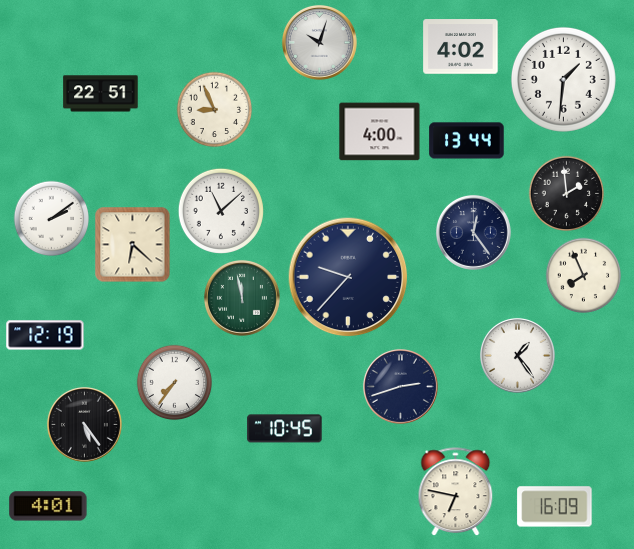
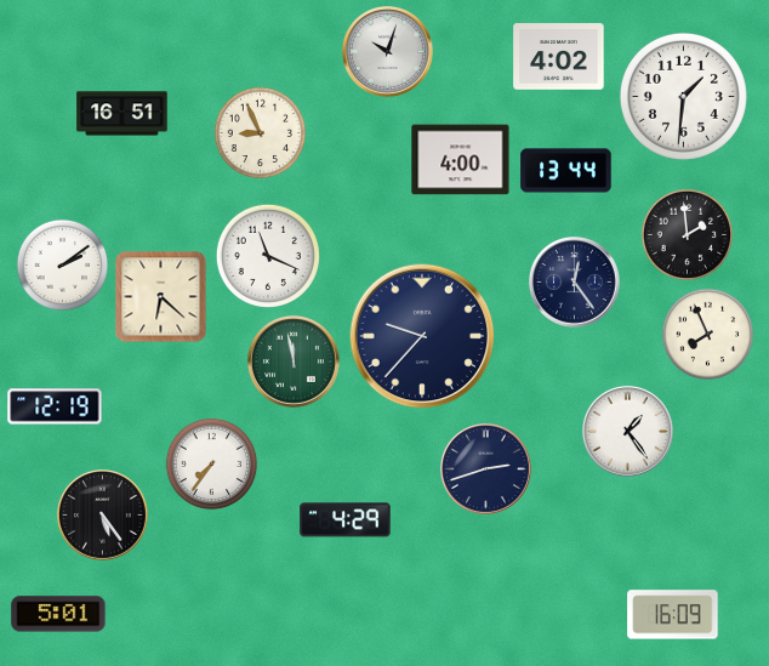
clock at (101, 94): 22:51 -> 16:51
clock at (221, 211): 11:08 -> 11:19
clock at (285, 429): 10:45 -> 4:29
clock at (456, 492): 6:47 -> none
clock at (48, 506): 4:01 -> 5:01
